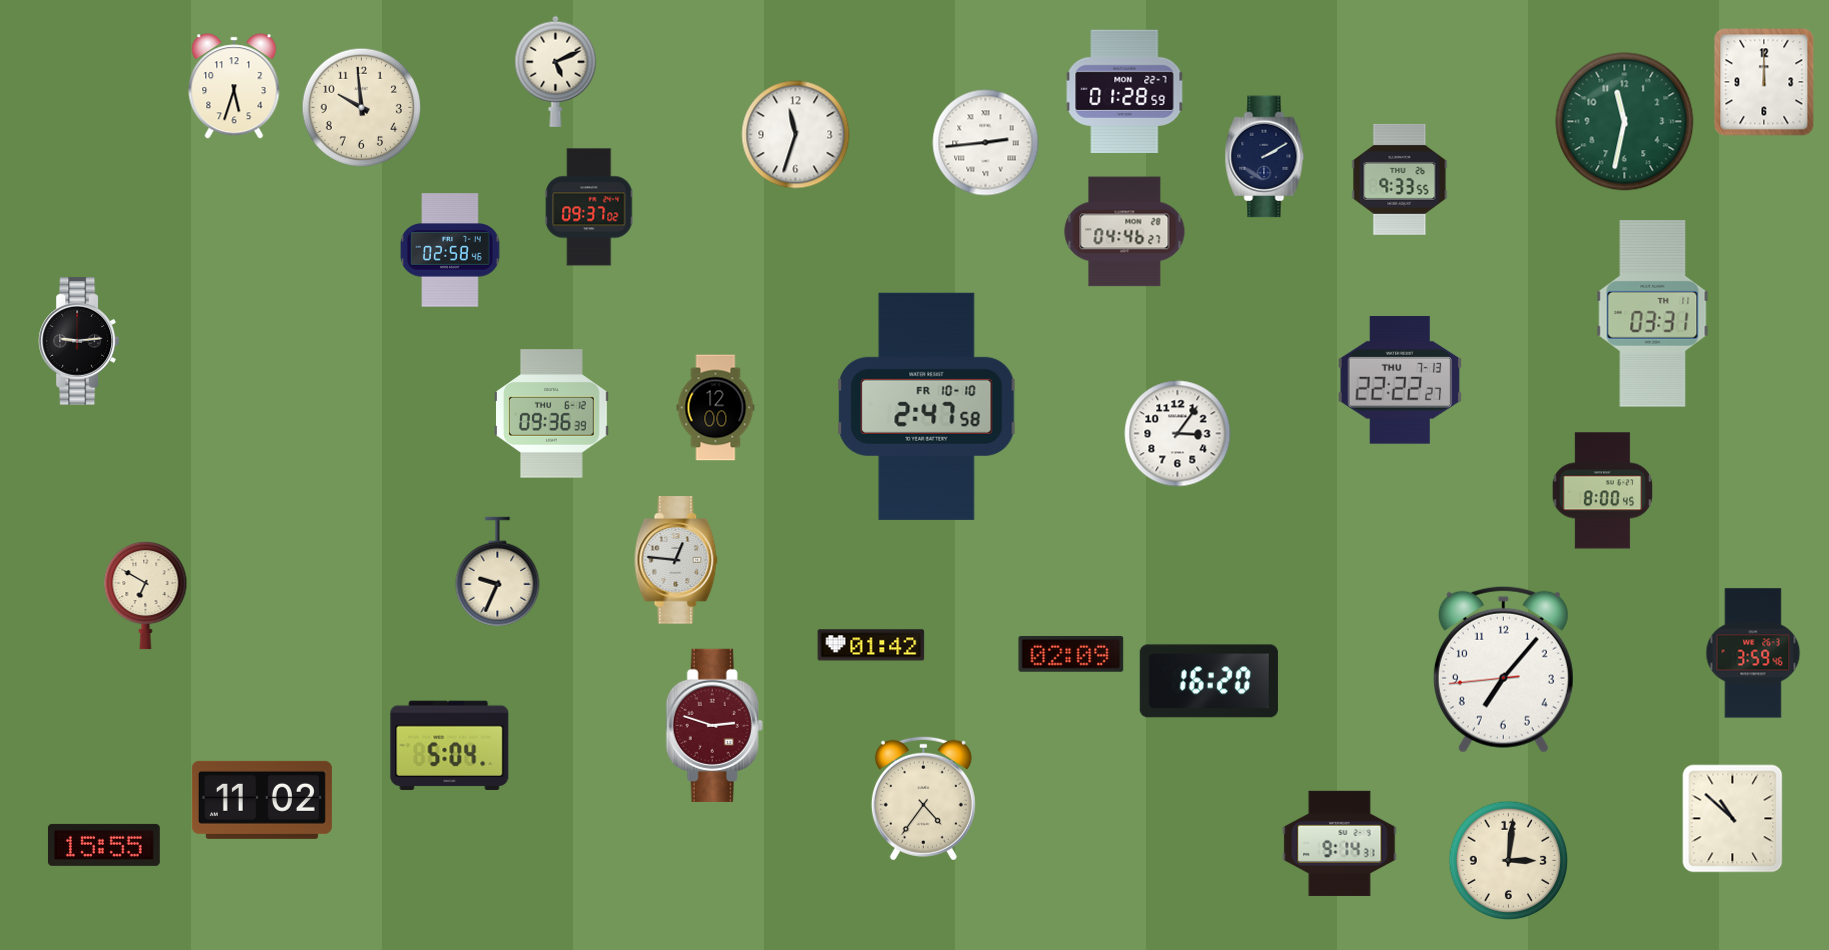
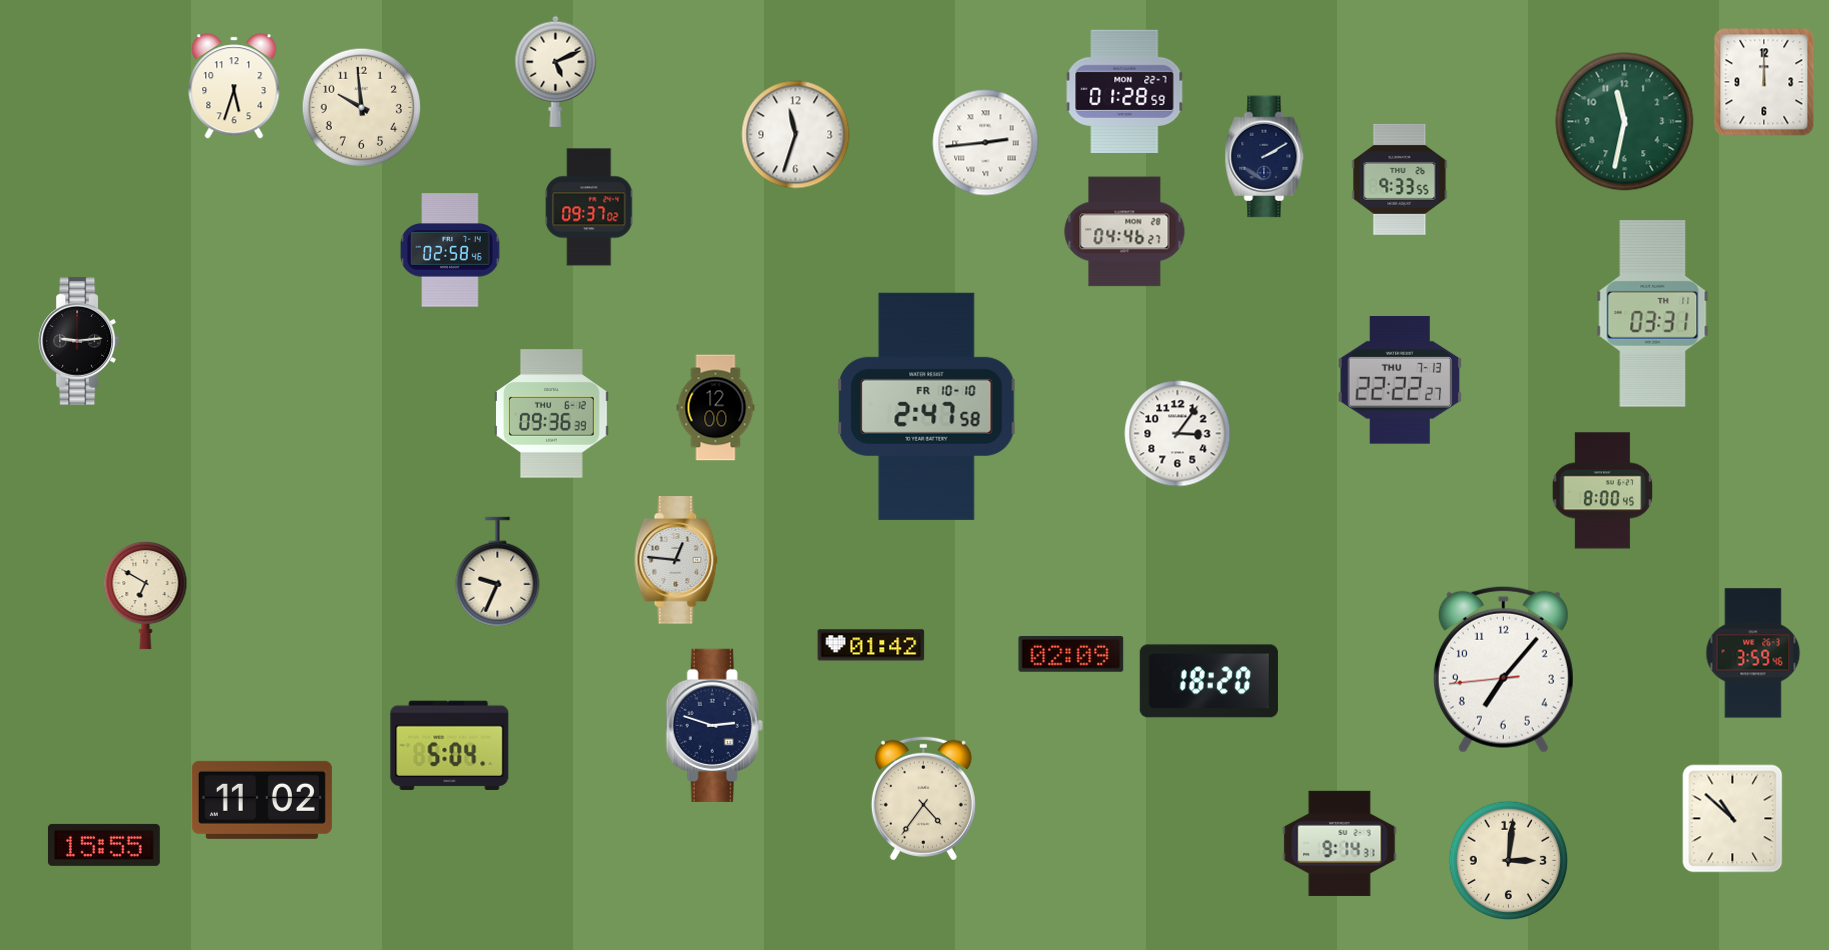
clock at (1209, 681): 16:20 -> 18:20
clock at (714, 725) dial: burgundy -> navy
